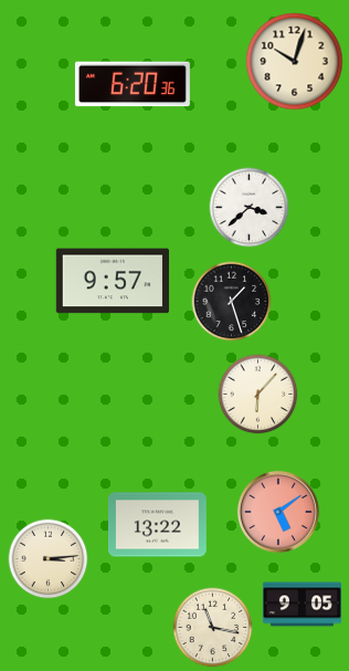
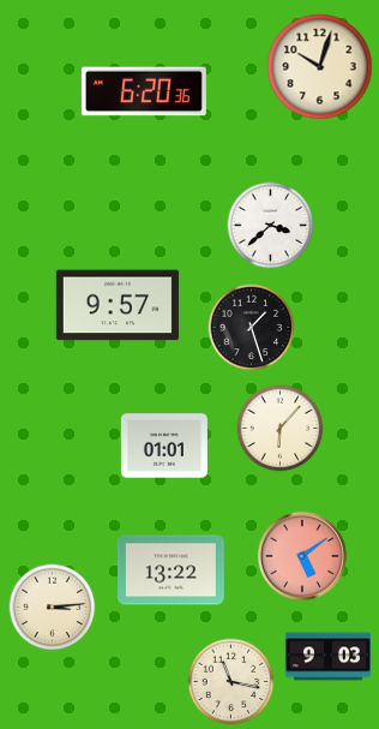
clock at (113, 281) position: (113, 281) -> (118, 305)
clock at (164, 446): none -> 01:01
clock at (302, 605): 9:05 -> 9:03
